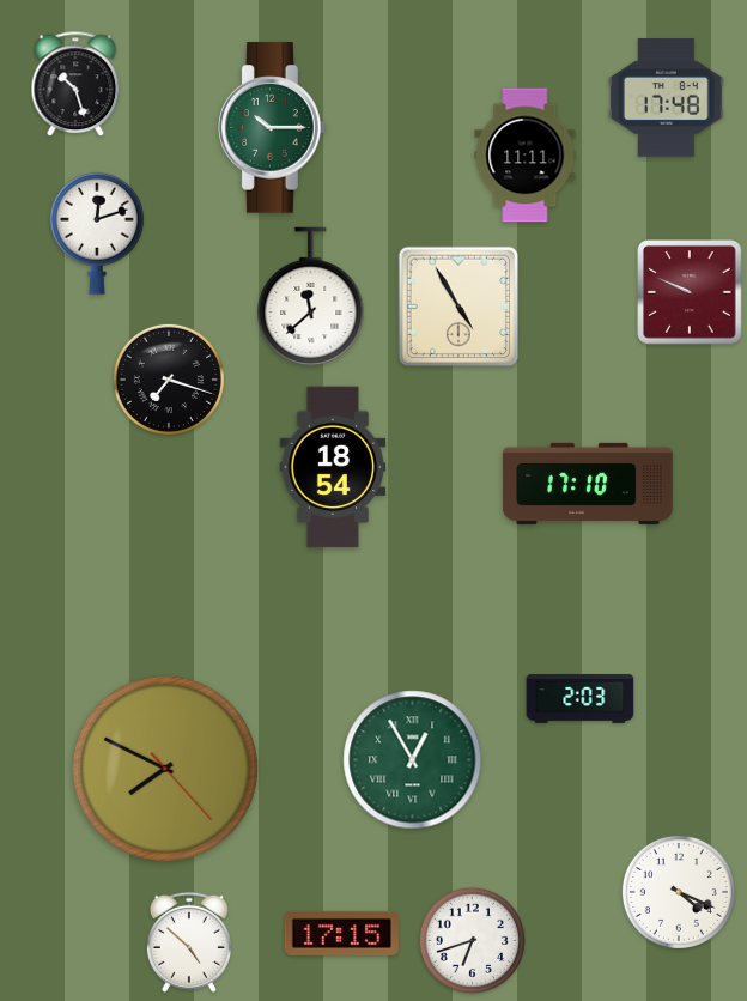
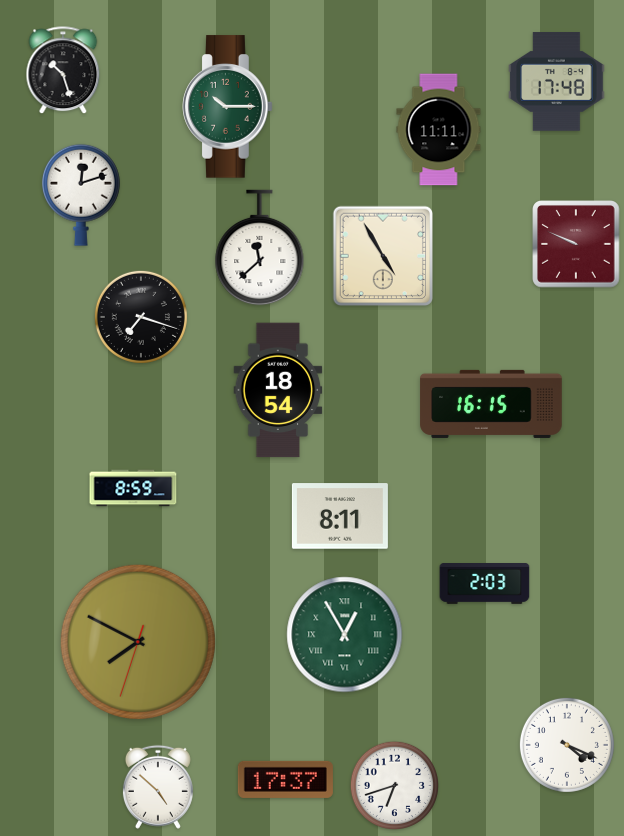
clock at (588, 484): 17:10 -> 16:15
clock at (133, 488): none -> 8:59
clock at (340, 516): none -> 8:11
clock at (165, 769): 7:49:23 -> 7:49:33
clock at (341, 933): 17:15 -> 17:37
